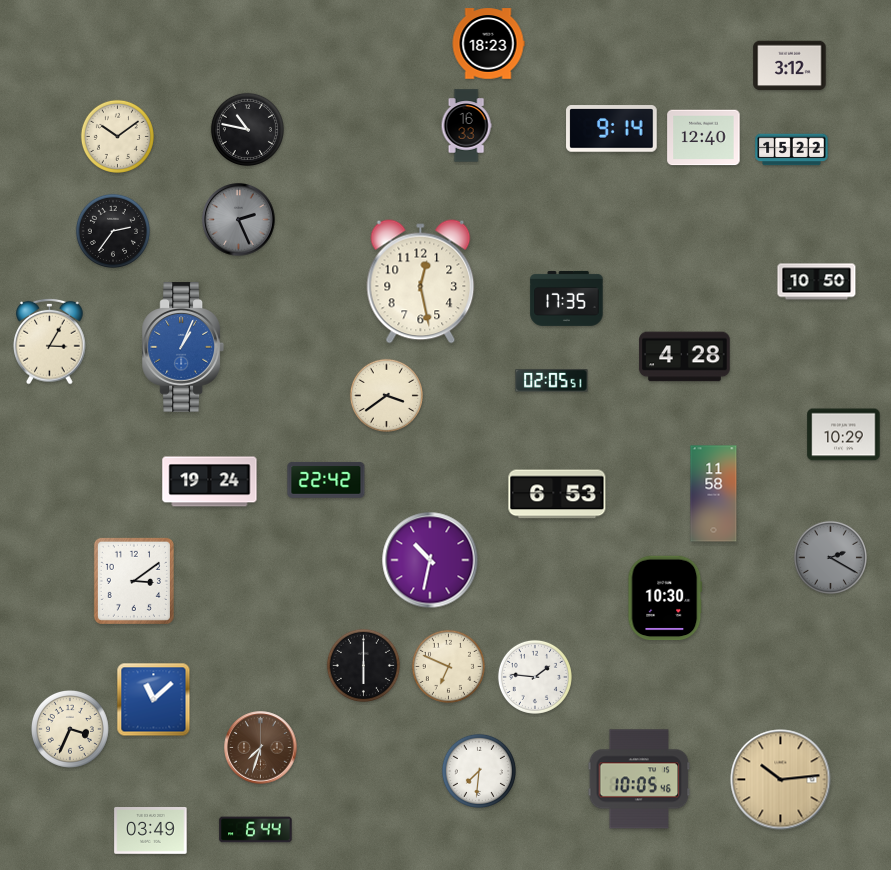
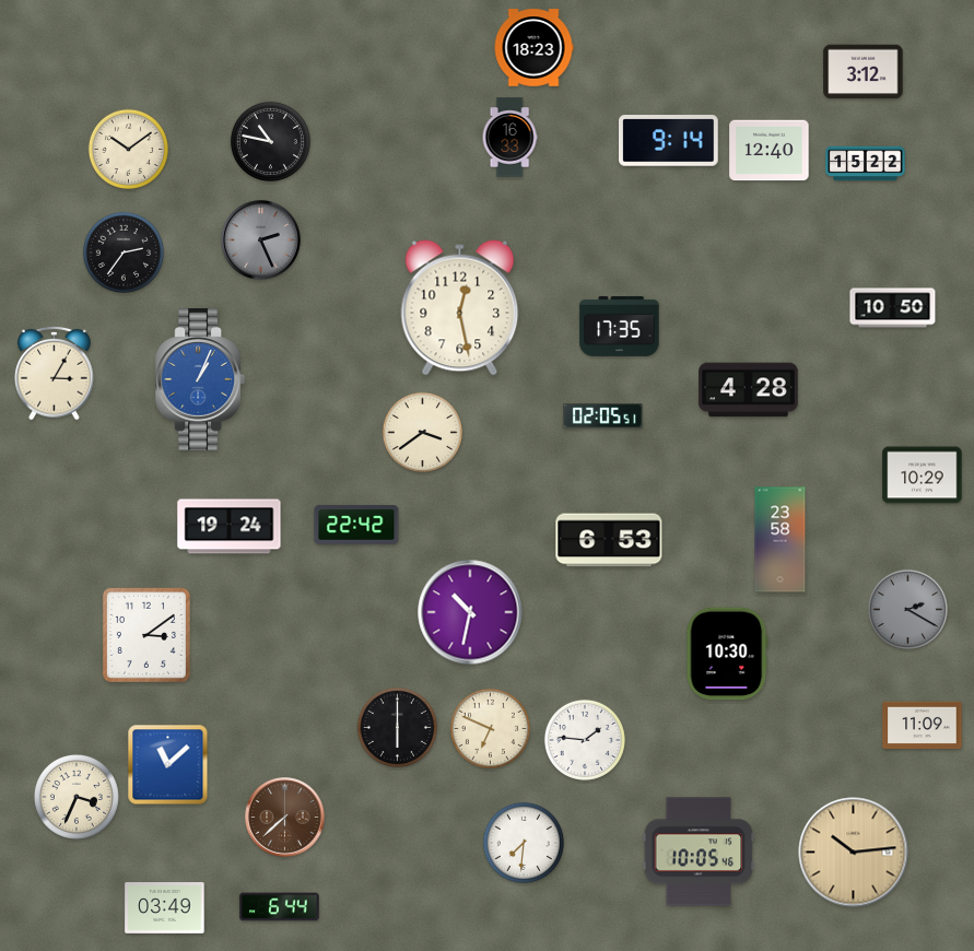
clock at (714, 494): 11:58 -> 23:58
clock at (923, 725): none -> 11:09
clock at (261, 748): 7:33 -> 7:38
